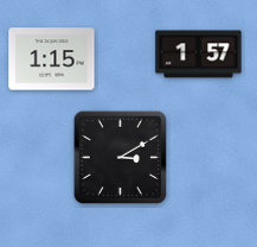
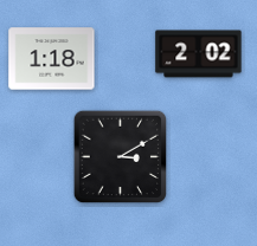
clock at (199, 55): 1:57 -> 2:02
clock at (52, 59): 1:15 -> 1:18
